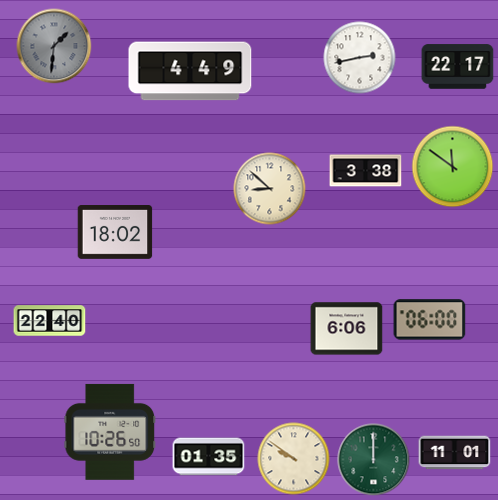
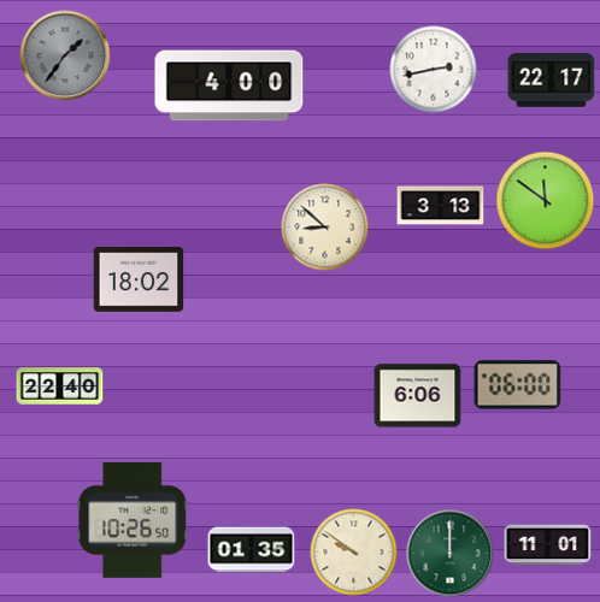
clock at (54, 46): 1:31 -> 1:36
clock at (190, 71): 4:49 -> 4:00
clock at (366, 171): 3:38 -> 3:13
